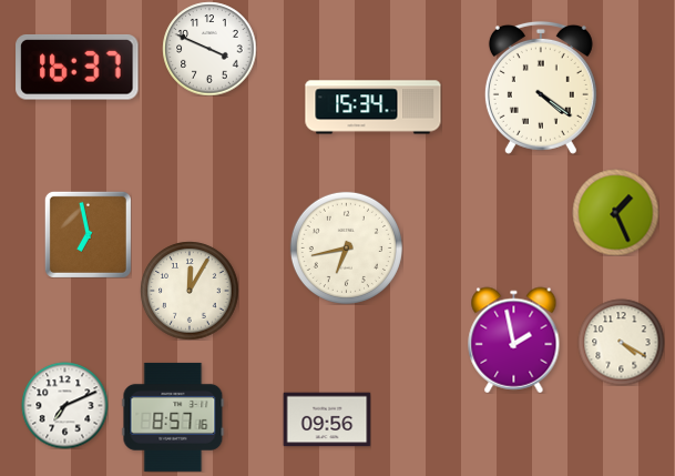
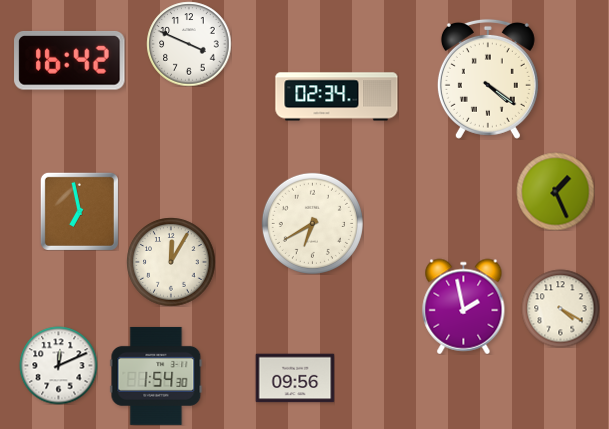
clock at (78, 67): 16:37 -> 16:42
clock at (374, 108): 15:34 -> 02:34
clock at (346, 247): 6:43 -> 6:40
clock at (64, 405): 7:11 -> 12:11
clock at (173, 417): 8:57 -> 1:54
